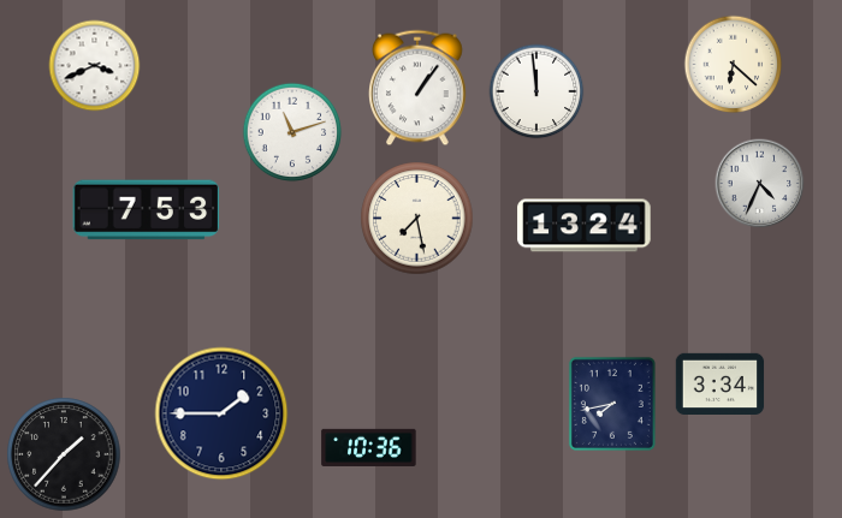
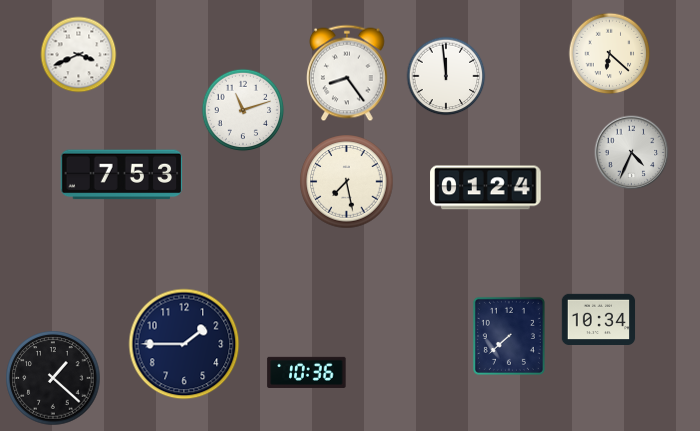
clock at (419, 88): 1:06 -> 8:24
clock at (585, 226): 13:24 -> 01:24
clock at (721, 383): 3:34 -> 10:34
clock at (612, 404): 7:43 -> 7:38
clock at (64, 454): 1:37 -> 1:22
